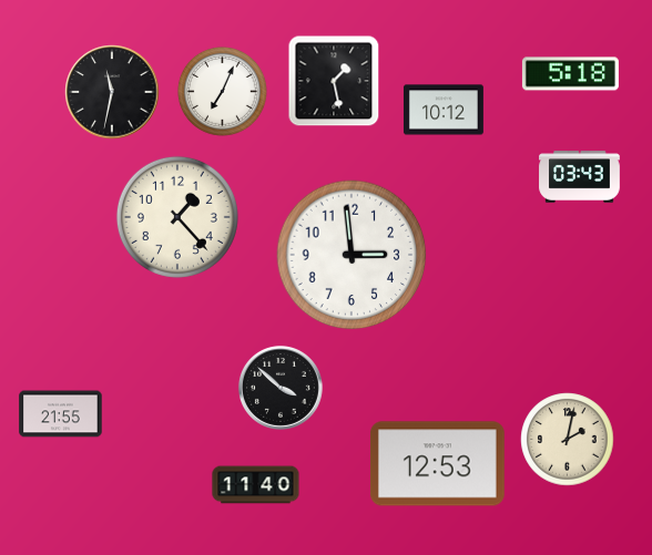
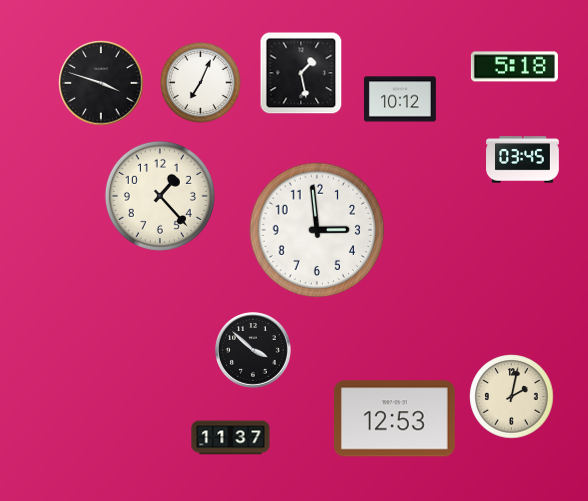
clock at (112, 92): 11:32 -> 3:48
clock at (580, 177): 03:43 -> 03:45
clock at (61, 414): 21:55 -> none
clock at (256, 485): 11:40 -> 11:37
